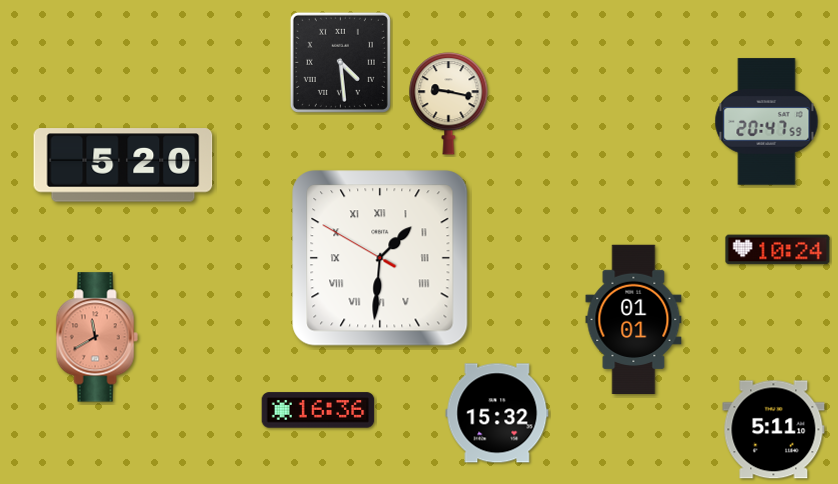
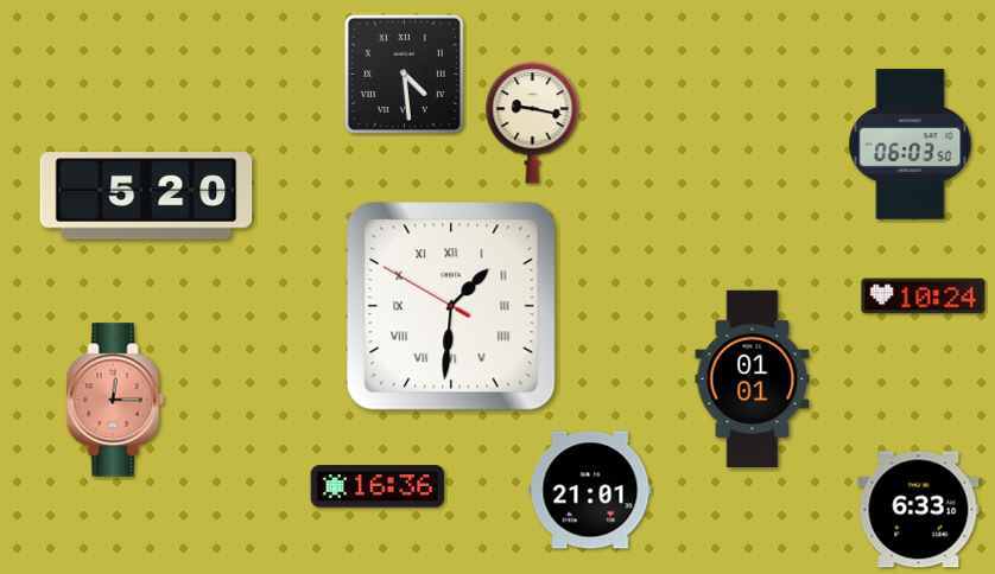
clock at (767, 122): 20:47 -> 06:03
clock at (97, 337): 11:40 -> 12:15
clock at (497, 413): 15:32 -> 21:01
clock at (774, 430): 5:11 -> 6:33
